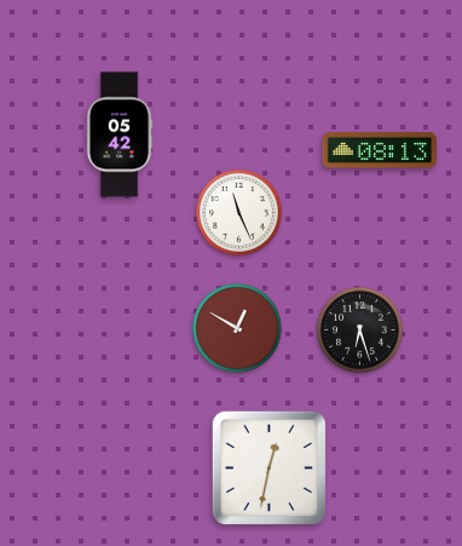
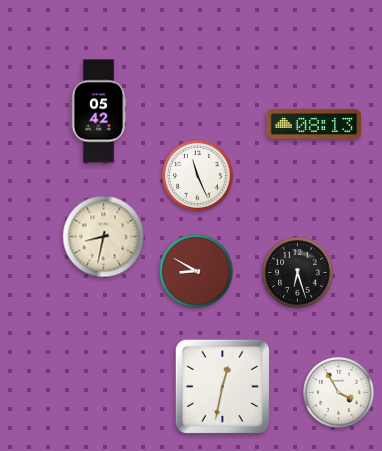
clock at (104, 237): none -> 8:32
clock at (237, 328): 12:50 -> 8:50
clock at (339, 393): none -> 3:55
